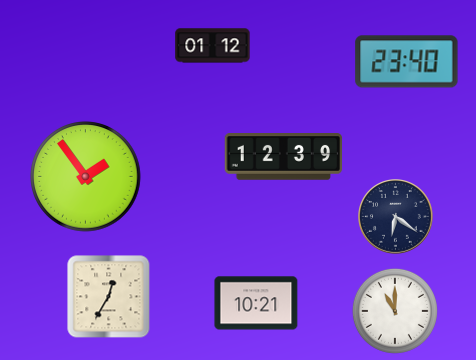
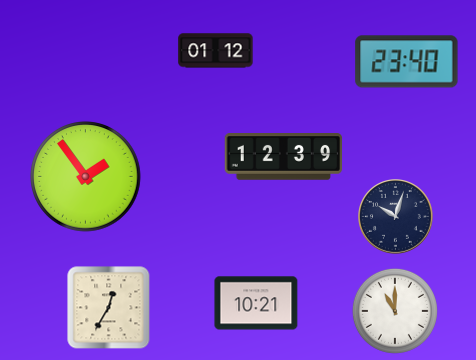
clock at (213, 46) position: (213, 46) -> (216, 51)
clock at (396, 217): 6:21 -> 10:03
clock at (109, 297) position: (109, 297) -> (109, 308)
